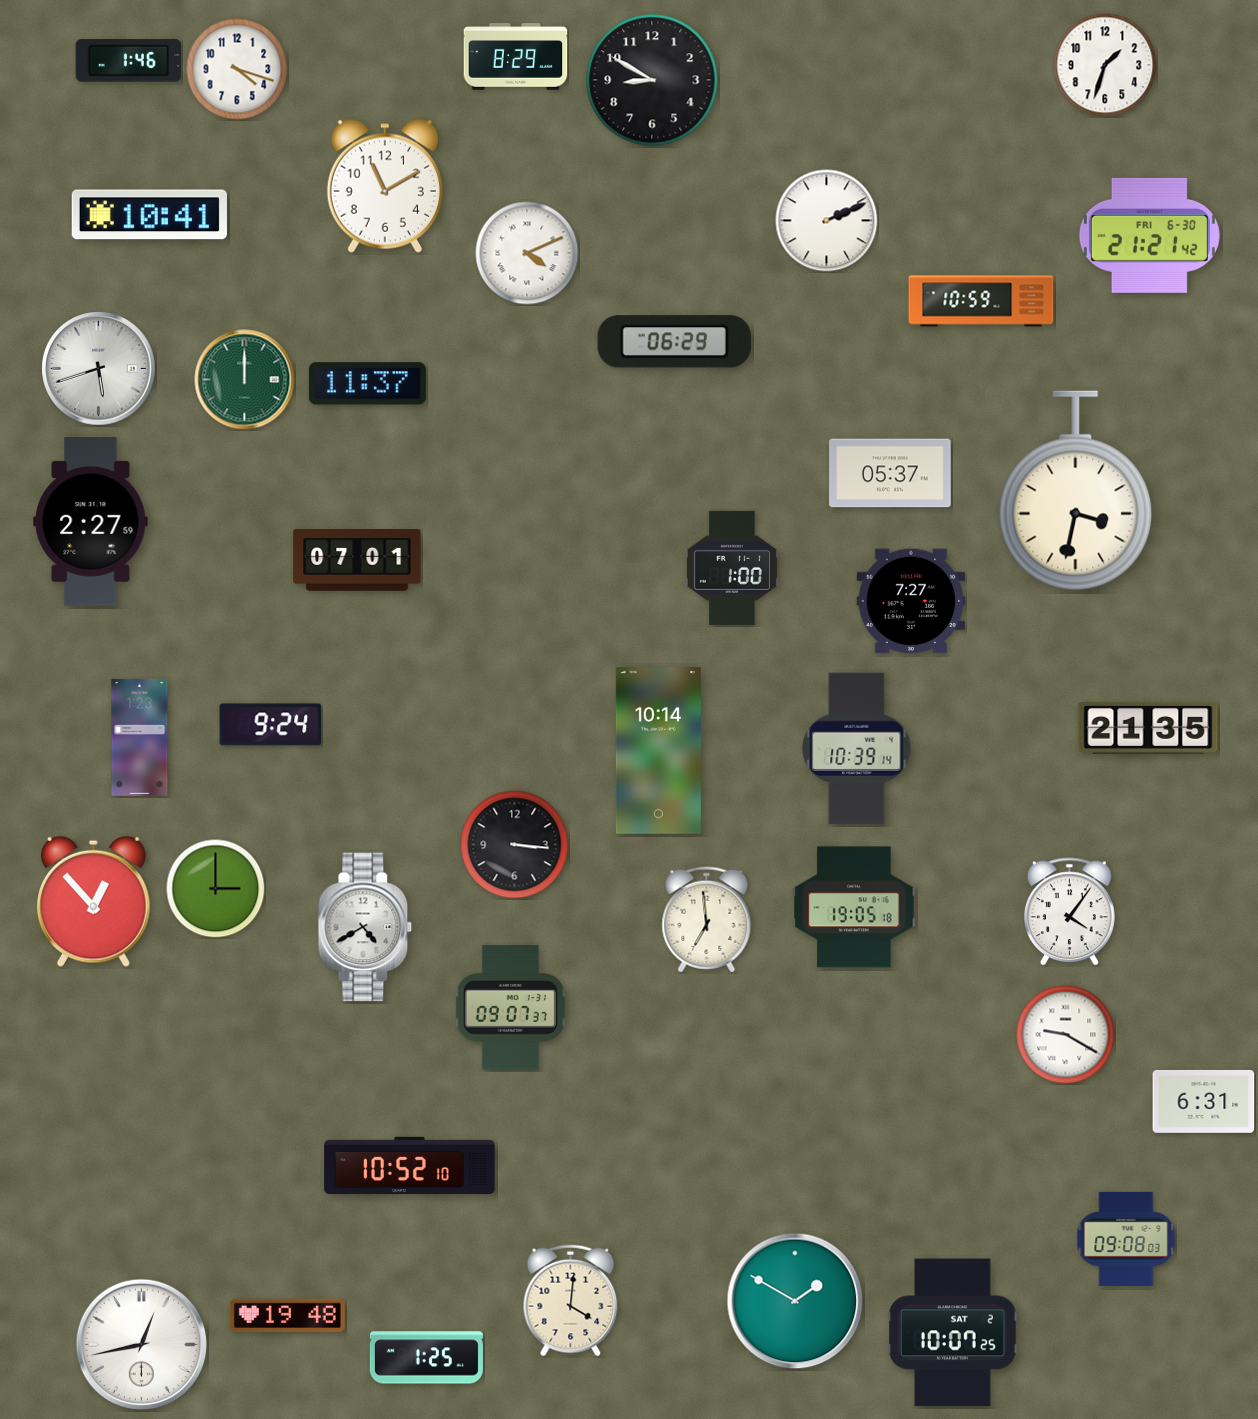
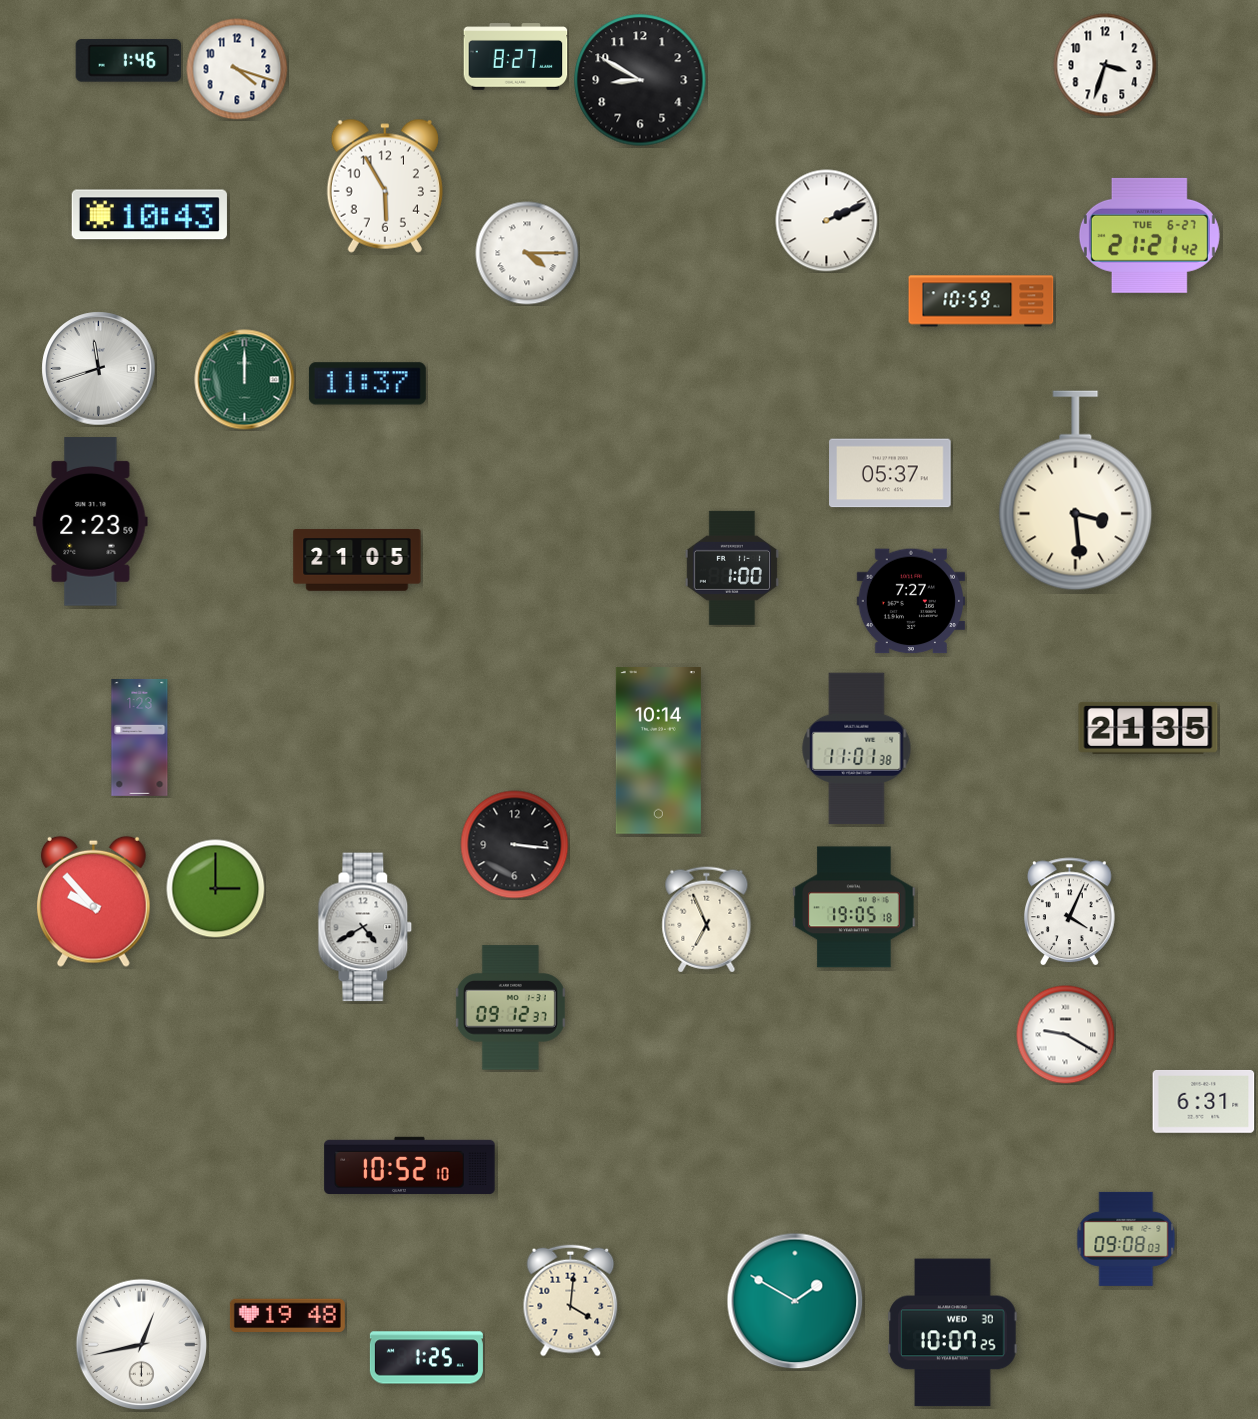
clock at (516, 57): 8:29 -> 8:27
clock at (1105, 65): 1:33 -> 3:33
clock at (652, 80) position: (652, 80) -> (640, 80)
clock at (385, 186): 11:10 -> 5:55
clock at (149, 215): 10:41 -> 10:43
clock at (1149, 235) date: FRI 6-30 -> TUE 6-27
clock at (527, 253): 4:11 -> 4:15
clock at (674, 342): 06:29 -> none
clock at (99, 369): 5:42 -> 11:42
clock at (1076, 491): 3:32 -> 3:29
clock at (91, 522): 2:27 -> 2:23
clock at (357, 560): 07:01 -> 21:05
clock at (271, 725): 9:24 -> none
clock at (857, 749): 10:39 -> 11:01
clock at (93, 901): 12:53 -> 9:53
clock at (1069, 912): 4:06 -> 4:04
clock at (707, 920): 6:59 -> 6:56
clock at (510, 1008): 09:07 -> 09:12
clock at (953, 1333) date: SAT 2 -> WED 30
